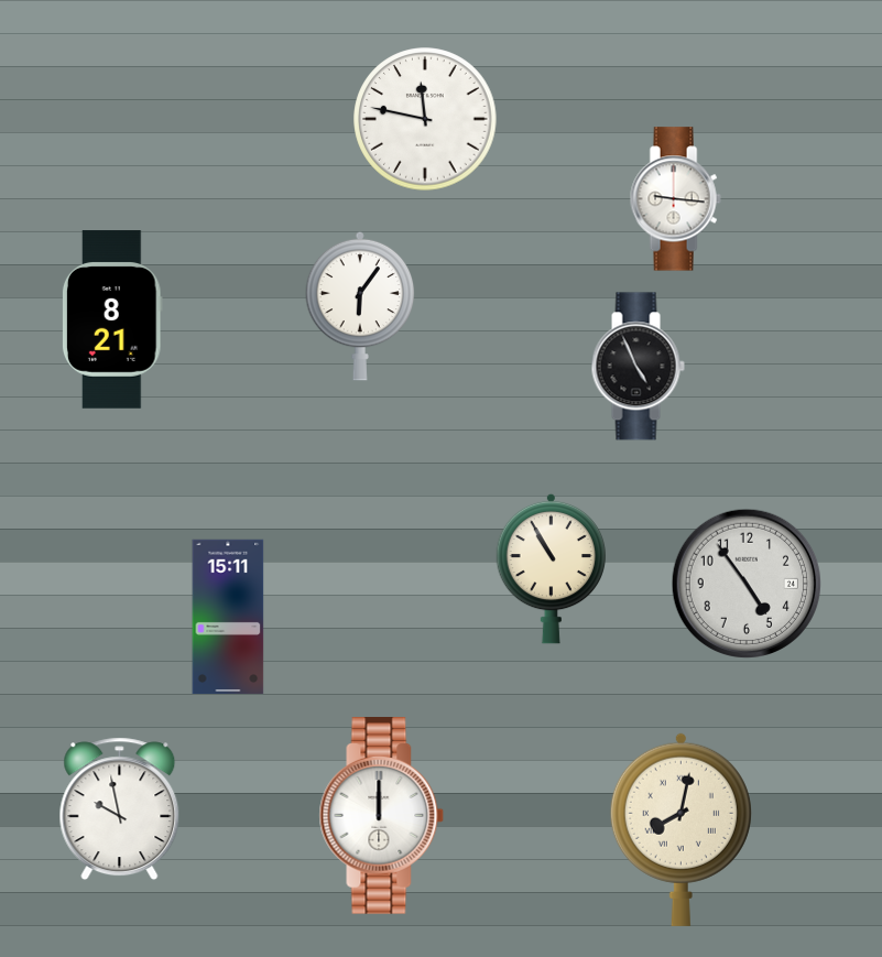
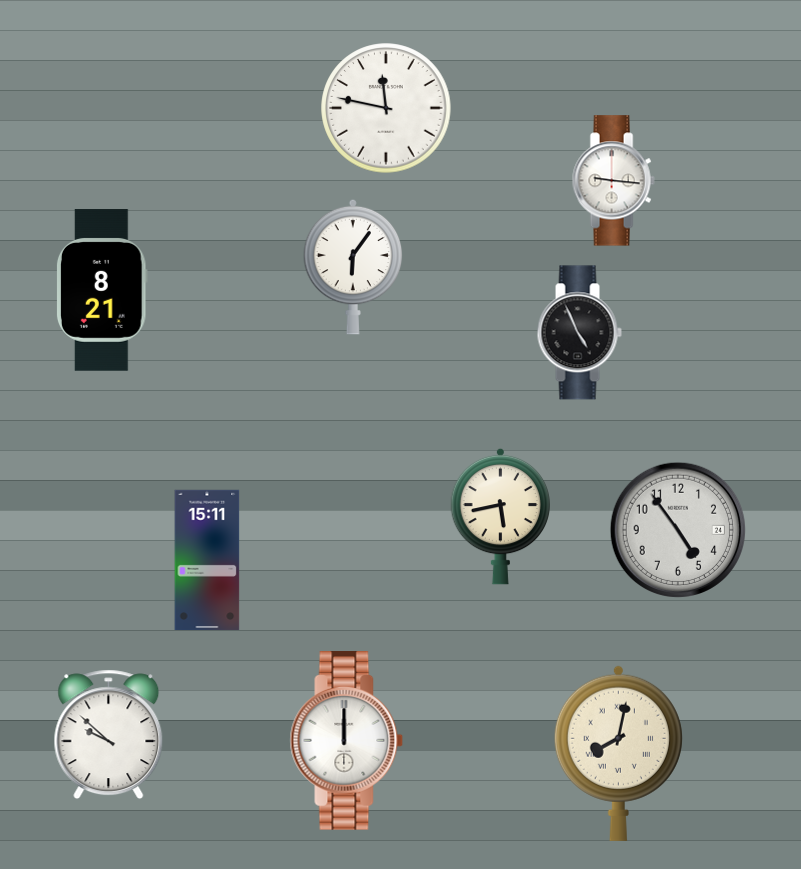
clock at (360, 306) position: (360, 306) -> (353, 267)
clock at (551, 568): 10:55 -> 5:43
clock at (120, 809): 9:58 -> 9:52
